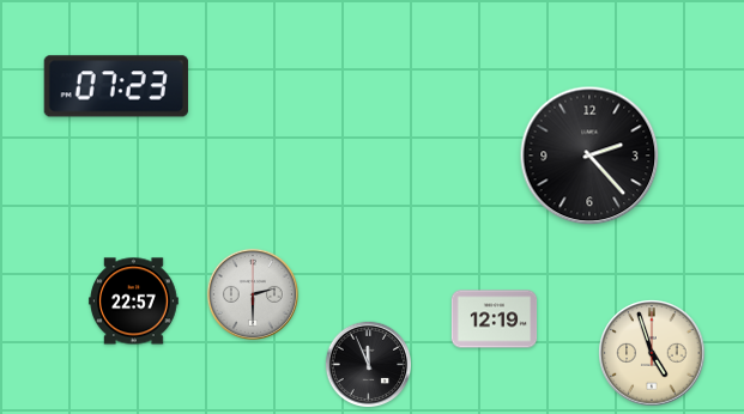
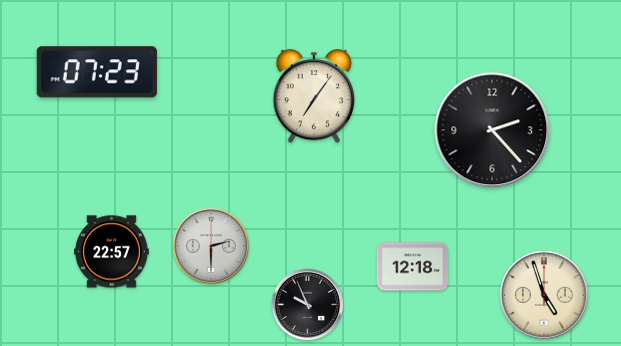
clock at (314, 97): none -> 7:06
clock at (495, 319): 12:19 -> 12:18
clock at (369, 365): 11:56 -> 9:56
